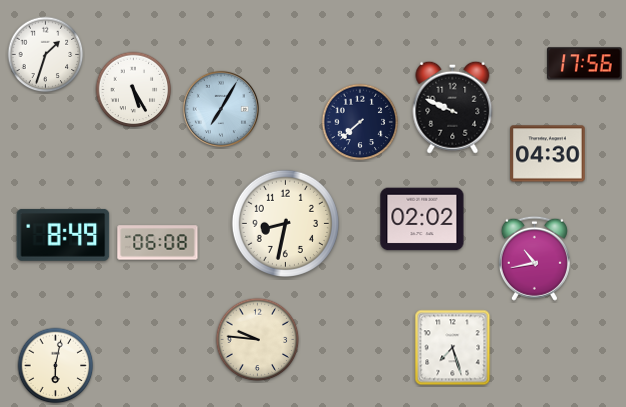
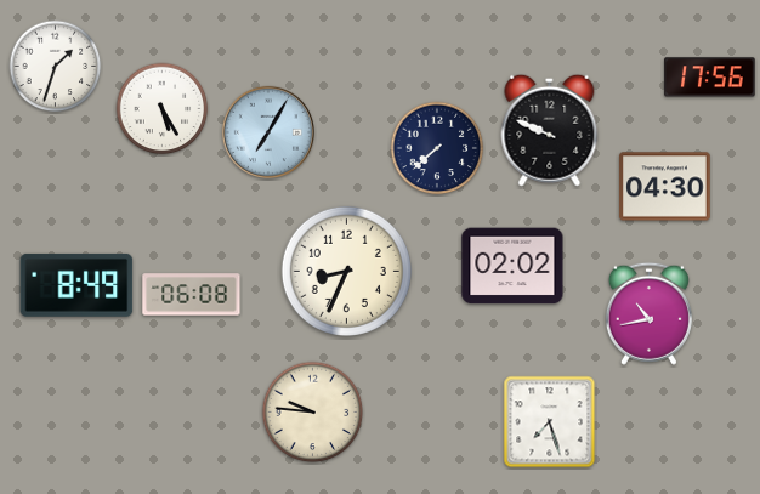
clock at (285, 223): 8:32 -> 8:34
clock at (56, 366): 6:02 -> none
